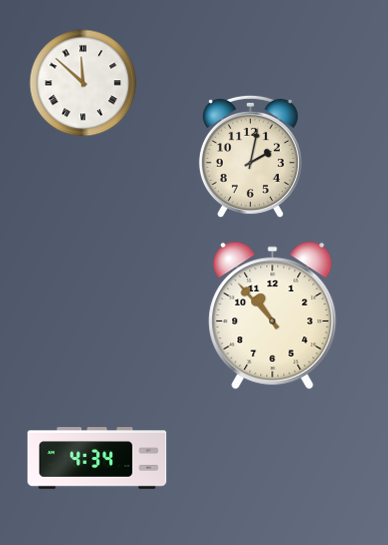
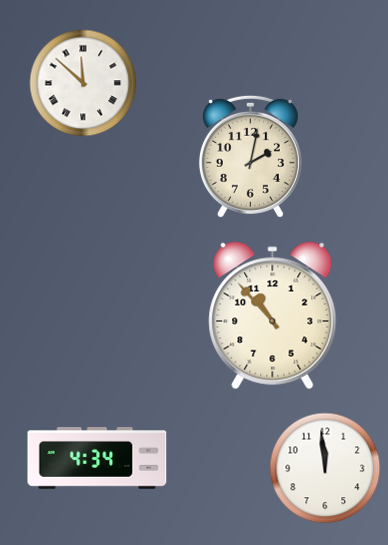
clock at (325, 468): none -> 11:59
